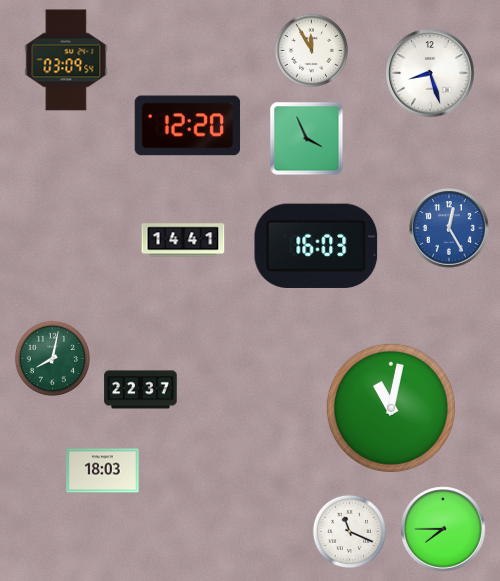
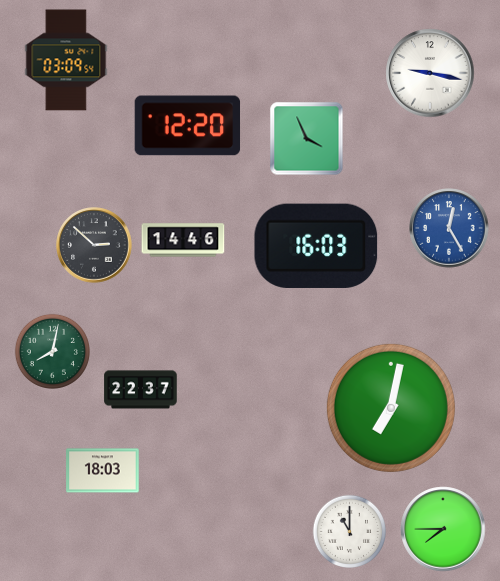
clock at (311, 50): 11:55 -> none
clock at (430, 73): 8:27 -> 9:17
clock at (183, 240): 14:41 -> 14:46
clock at (94, 245): none -> 2:52
clock at (52, 358) position: (52, 358) -> (52, 351)
clock at (391, 408): 11:02 -> 7:02
clock at (349, 531): 11:19 -> 11:00
